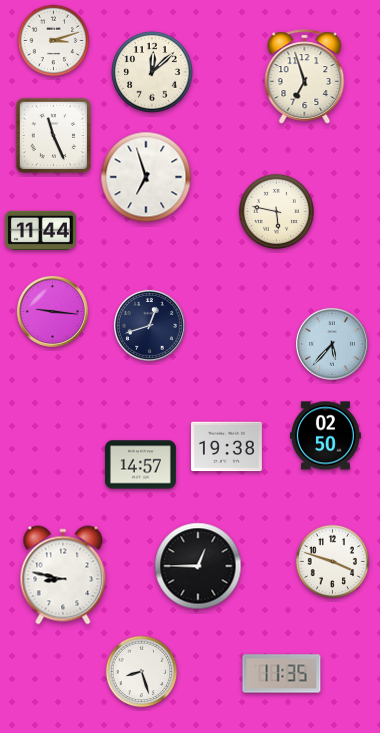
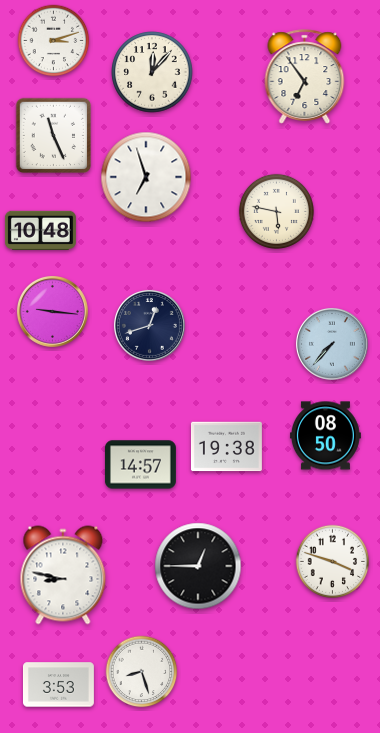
clock at (152, 72): 12:08 -> 12:07
clock at (305, 77): 6:57 -> 6:54
clock at (40, 230): 11:44 -> 10:48
clock at (332, 344): 5:37 -> 7:37
clock at (325, 436): 02:50 -> 08:50
clock at (282, 674): 11:35 -> none
clock at (58, 685): none -> 3:53
